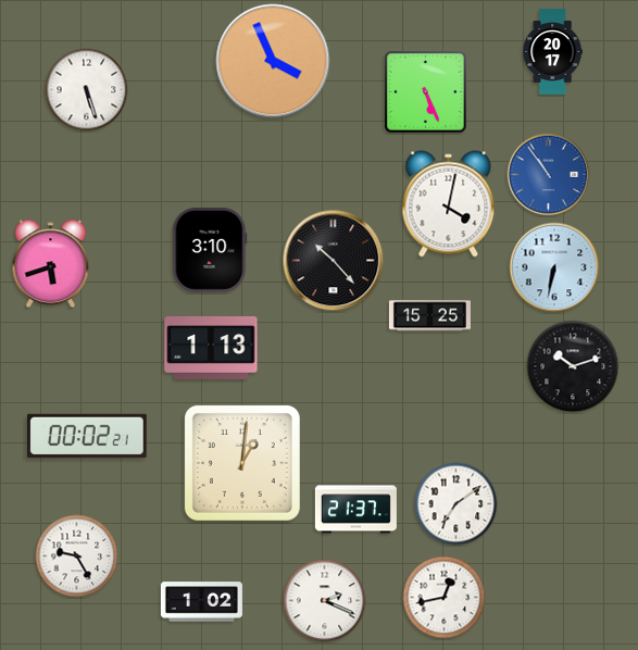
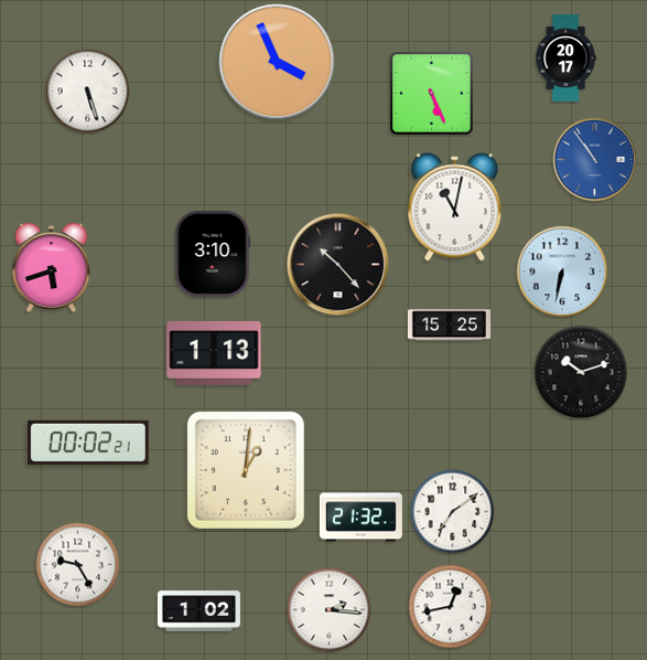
clock at (552, 52) position: (552, 52) -> (565, 58)
clock at (549, 175) position: (549, 175) -> (595, 160)
clock at (449, 204): 4:02 -> 11:02
clock at (429, 316) position: (429, 316) -> (449, 326)
clock at (456, 504) position: (456, 504) -> (453, 512)
clock at (355, 510): 21:37 -> 21:32
clock at (325, 601): 2:19 -> 2:16
clock at (201, 602) position: (201, 602) -> (198, 611)
